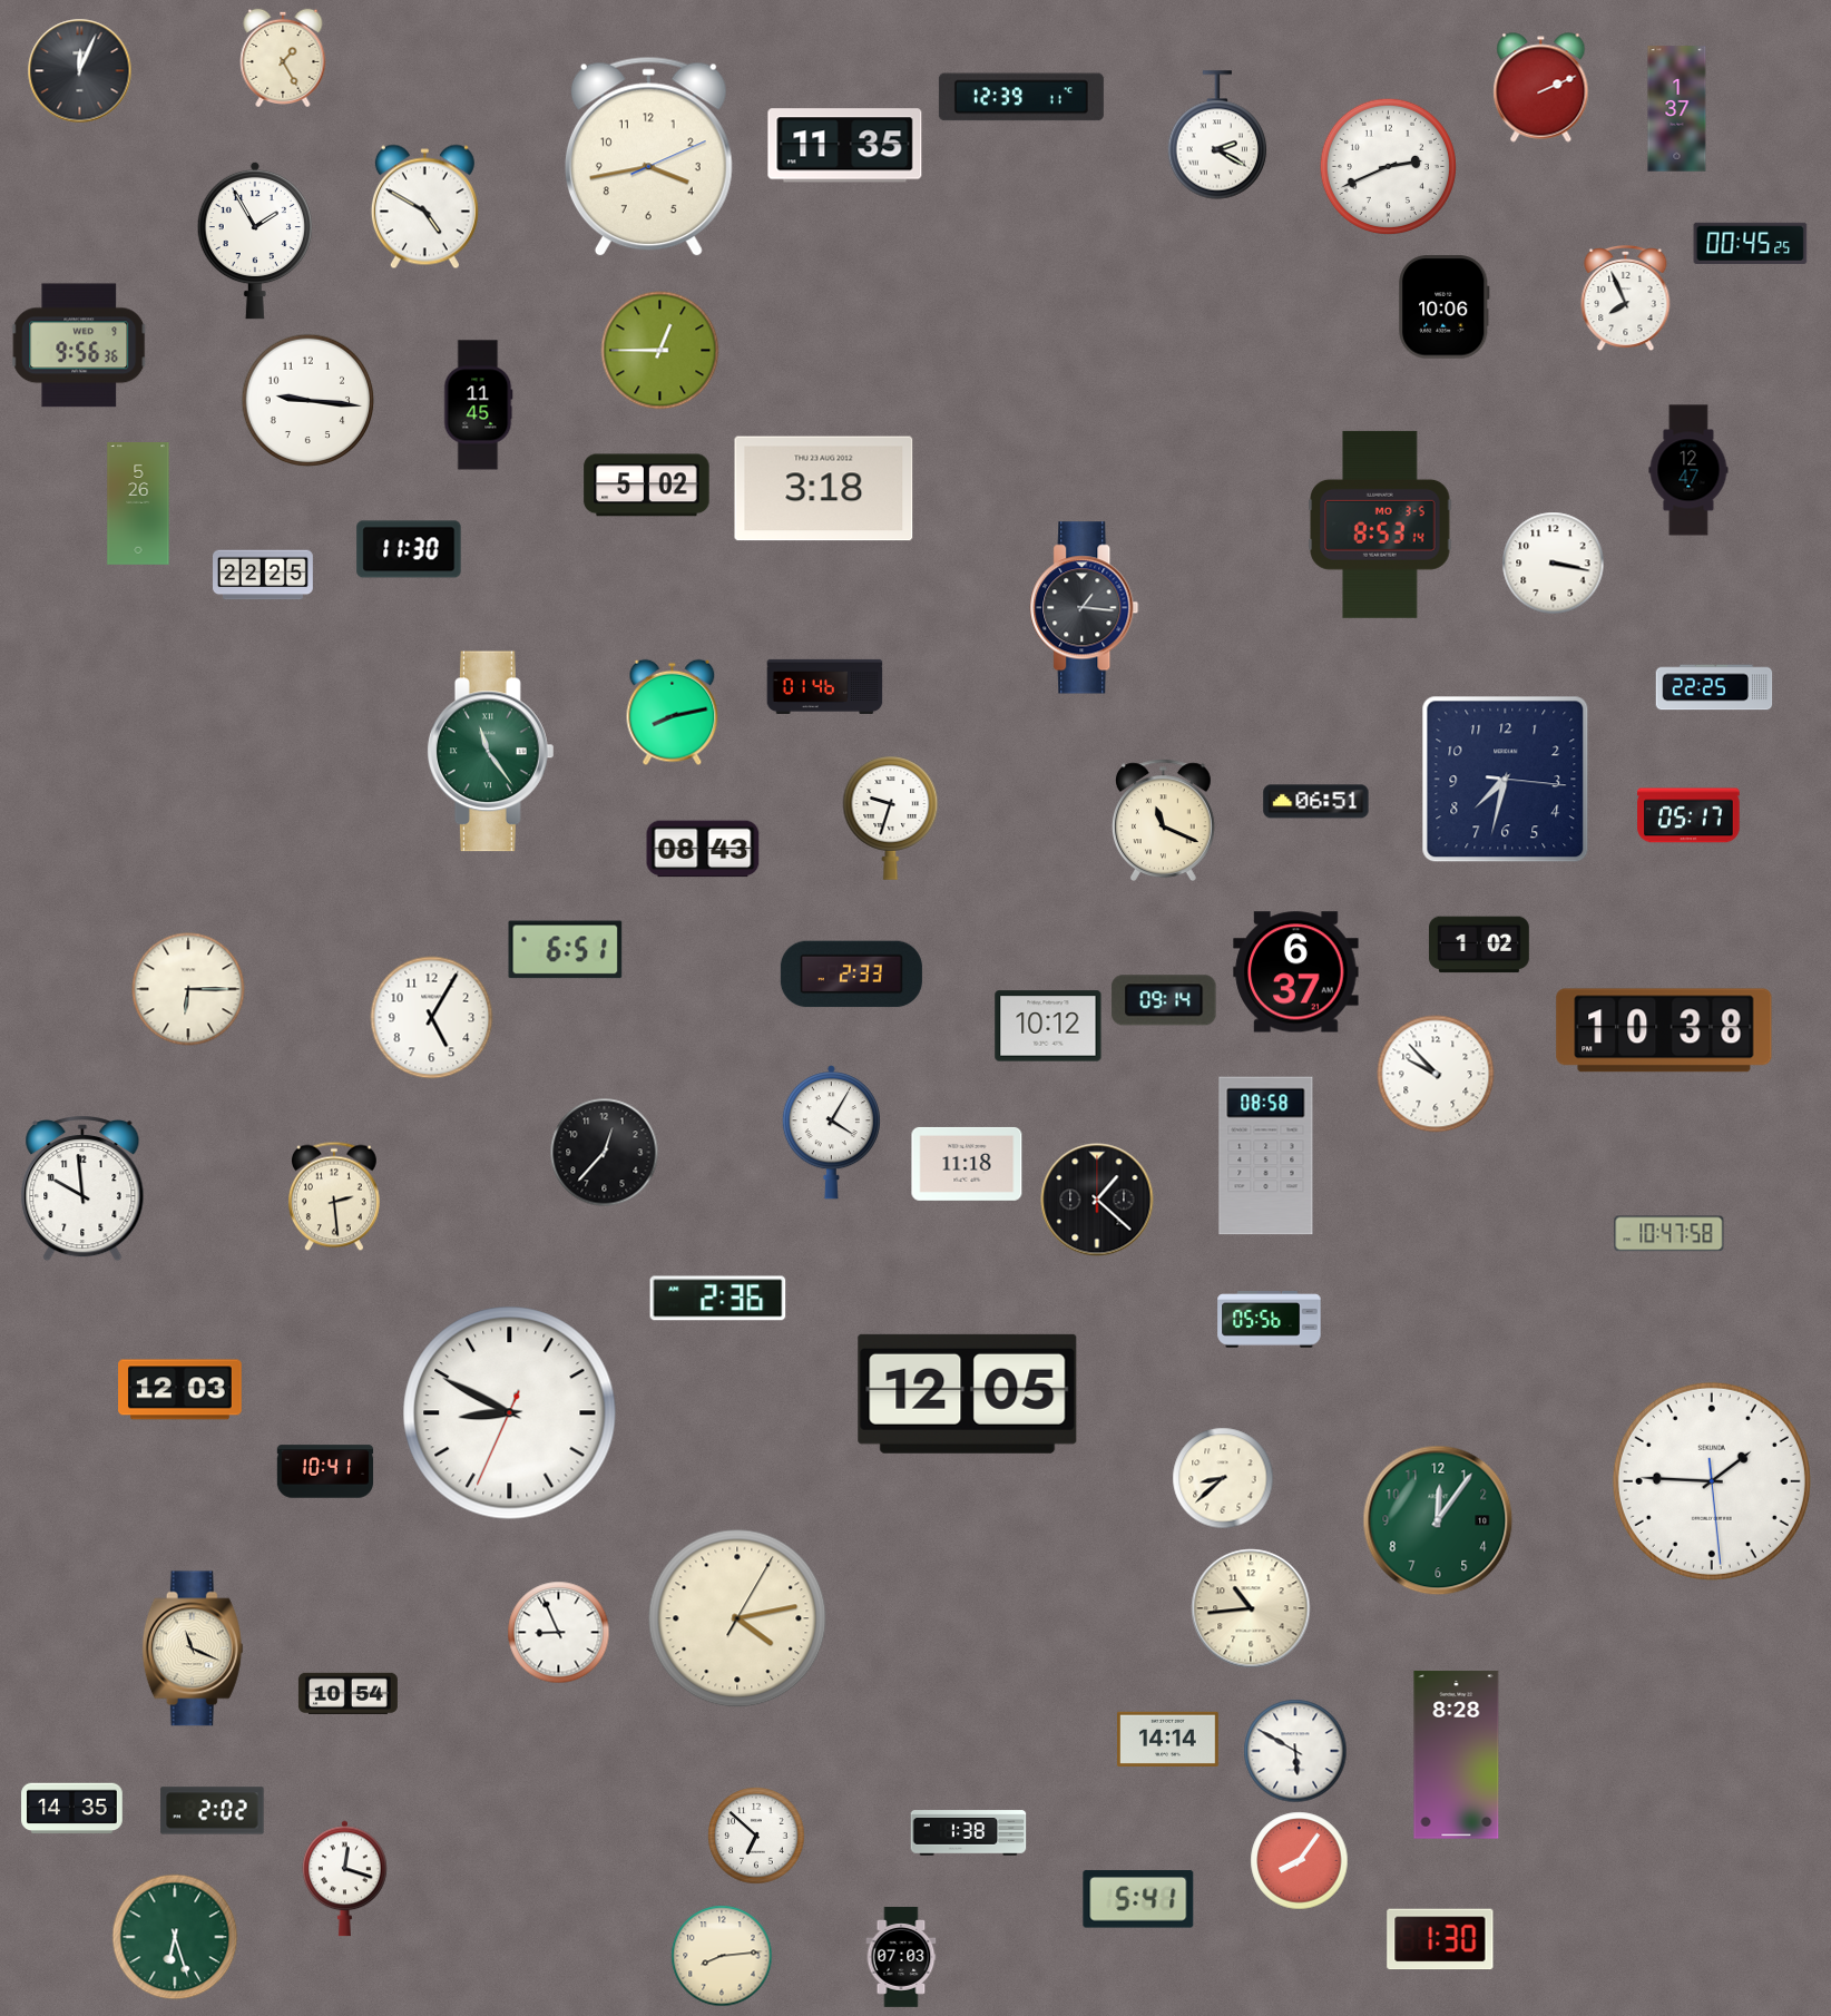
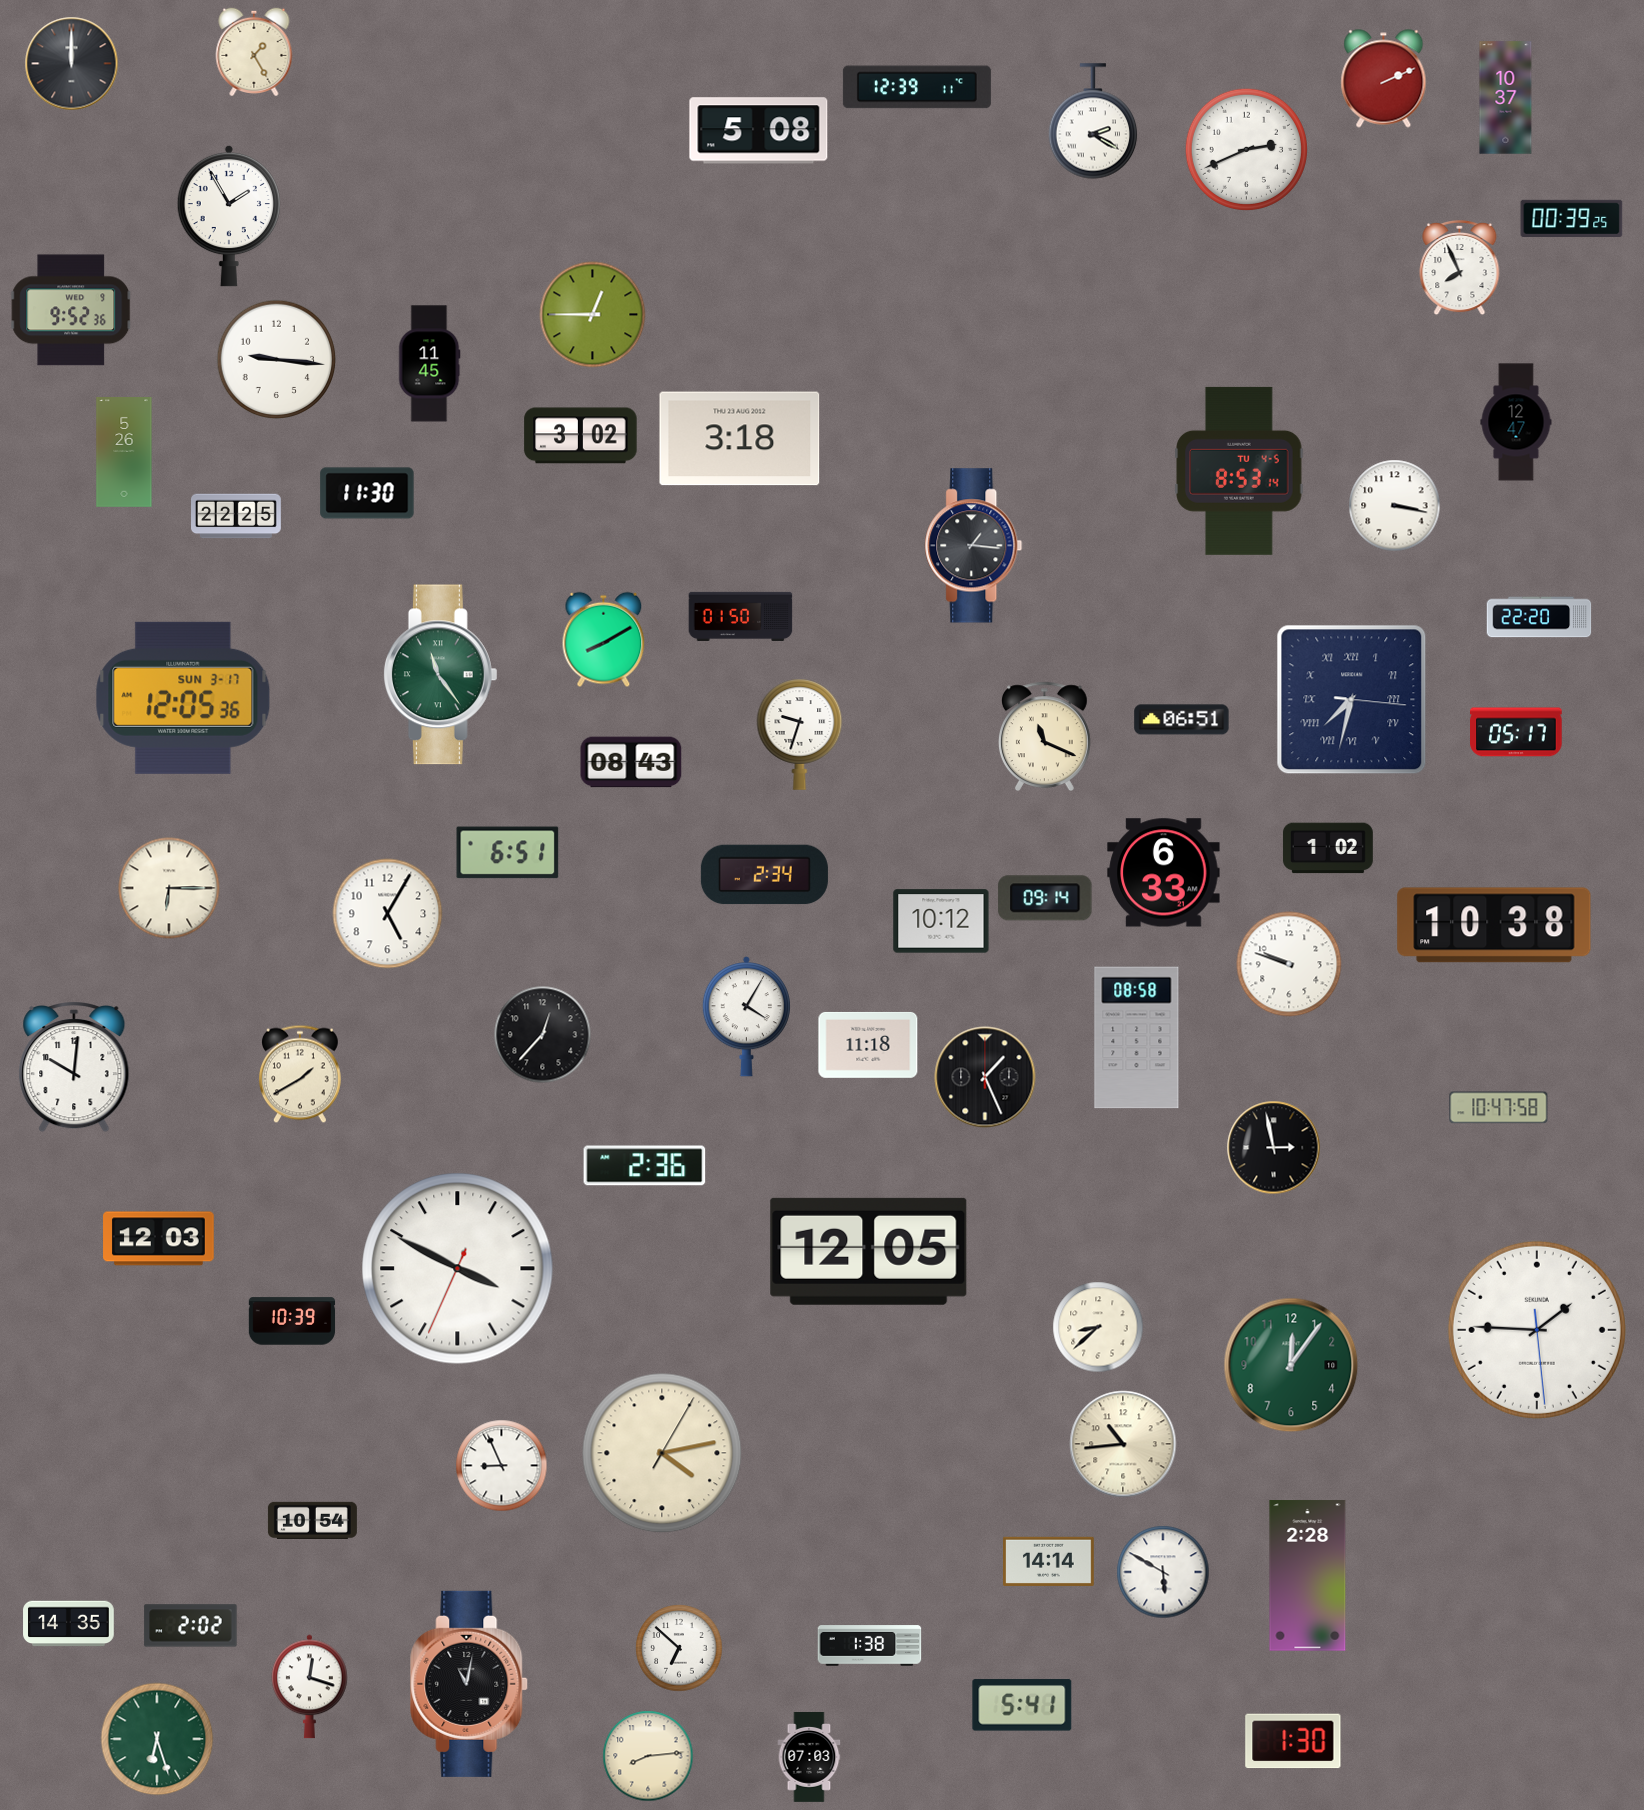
clock at (80, 71): 12:04 -> 12:00
clock at (1677, 109): 1:37 -> 10:37
clock at (845, 146): 11:35 -> 5:08
clock at (648, 157): 3:43 -> none
clock at (424, 207): 4:50 -> none
clock at (1751, 243): 00:45 -> 00:39
clock at (1443, 307): 10:06 -> none
clock at (80, 345): 9:56 -> 9:52
clock at (647, 486): 5:02 -> 3:02
clock at (1380, 525) date: MO 3-5 -> TU 4-5
clock at (825, 686): 01:46 -> 01:50
clock at (1714, 687): 22:25 -> 22:20
clock at (673, 713): 8:13 -> 8:10
clock at (183, 698): none -> 12:05
clock at (1506, 780) numerals: Arabic -> Roman
clock at (1296, 972): 6:37 -> 6:33
clock at (851, 975): 2:33 -> 2:34
clock at (1436, 1074): 9:53 -> 9:48
clock at (82, 1190): 9:59 -> 10:01
clock at (335, 1196): 2:29 -> 1:40
clock at (1097, 1200): 1:22 -> 1:26
clock at (1274, 1148): none -> 2:58
clock at (1270, 1320): 05:56 -> none
clock at (180, 1390) position: (180, 1390) -> (159, 1239)
clock at (510, 1413): 8:49 -> 3:49
clock at (325, 1471): 10:41 -> 10:39
clock at (193, 1648): 11:19 -> none
clock at (1457, 1755): 8:28 -> 2:28
clock at (72, 1809) position: (72, 1809) -> (69, 1624)
clock at (1300, 1861): 8:06 -> none
clock at (470, 1684): none -> 11:02
